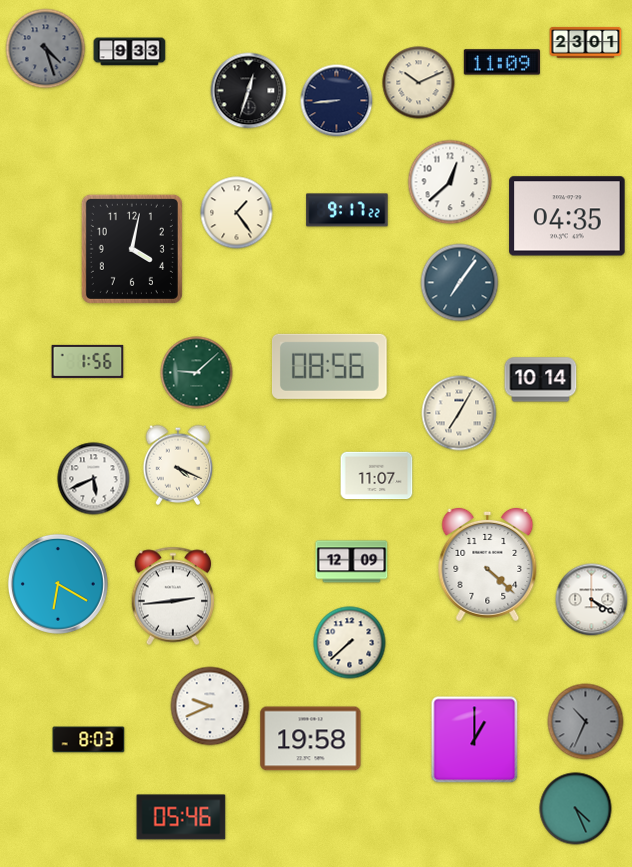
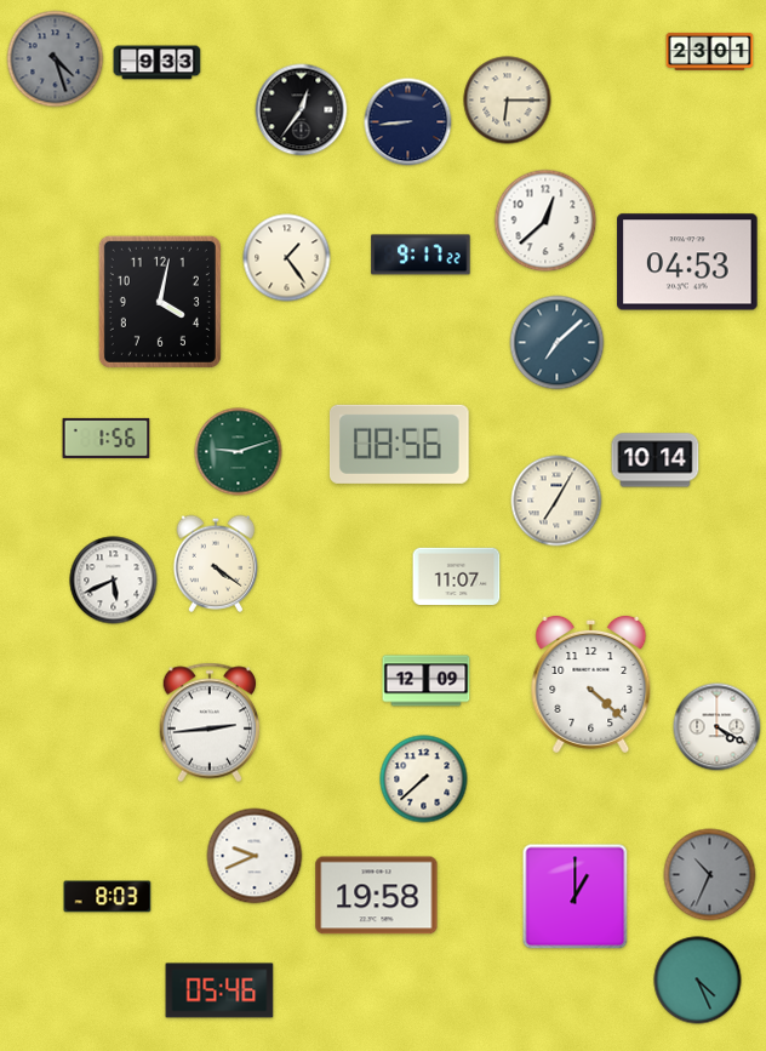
clock at (502, 62): 11:09 -> none
clock at (419, 83): 10:11 -> 6:15
clock at (249, 91): 12:33 -> 12:36
clock at (567, 216): 04:35 -> 04:53
clock at (460, 283): 7:06 -> 7:08
clock at (197, 373): 9:08 -> 9:12
clock at (178, 465): 4:19 -> 4:21
clock at (58, 584): 6:20 -> none
